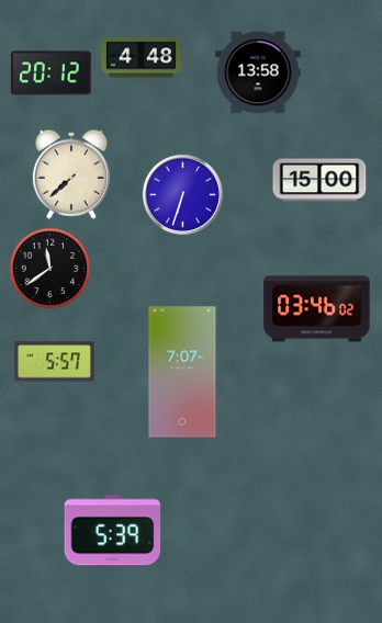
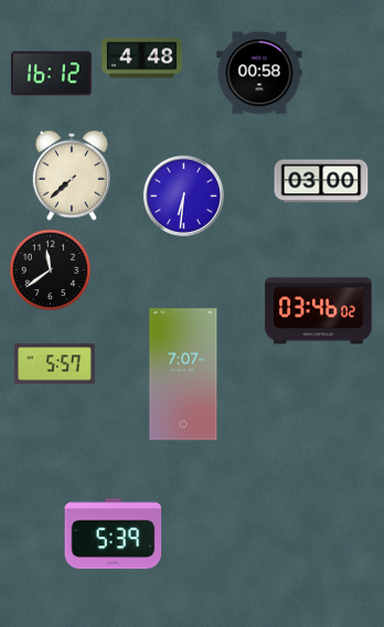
clock at (258, 72): 13:58 -> 00:58
clock at (50, 73): 20:12 -> 16:12
clock at (319, 180): 15:00 -> 03:00
clock at (182, 194): 6:33 -> 6:31
